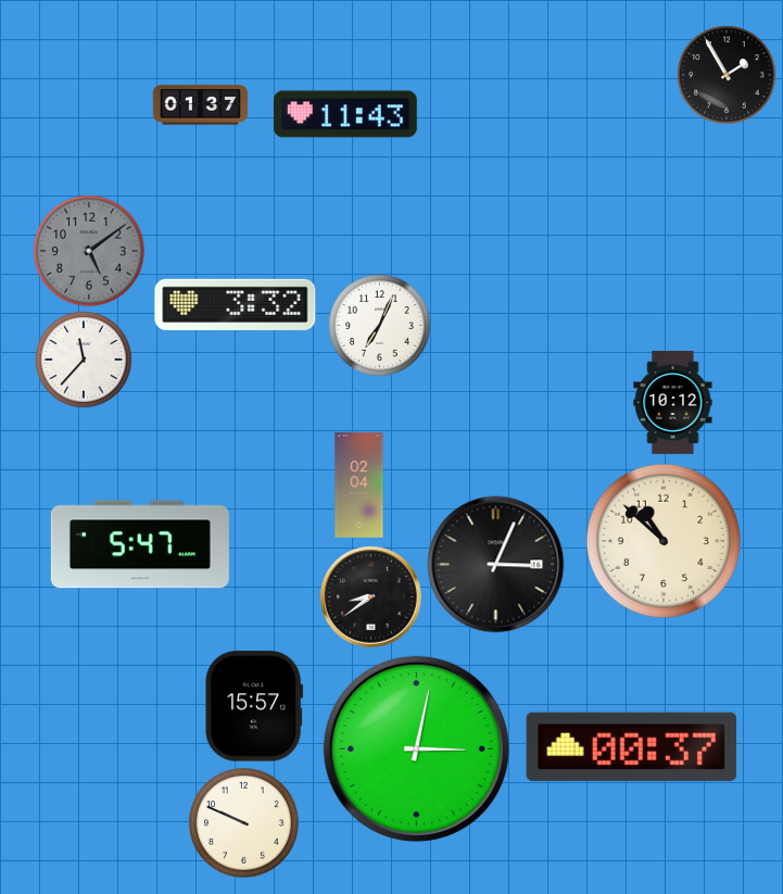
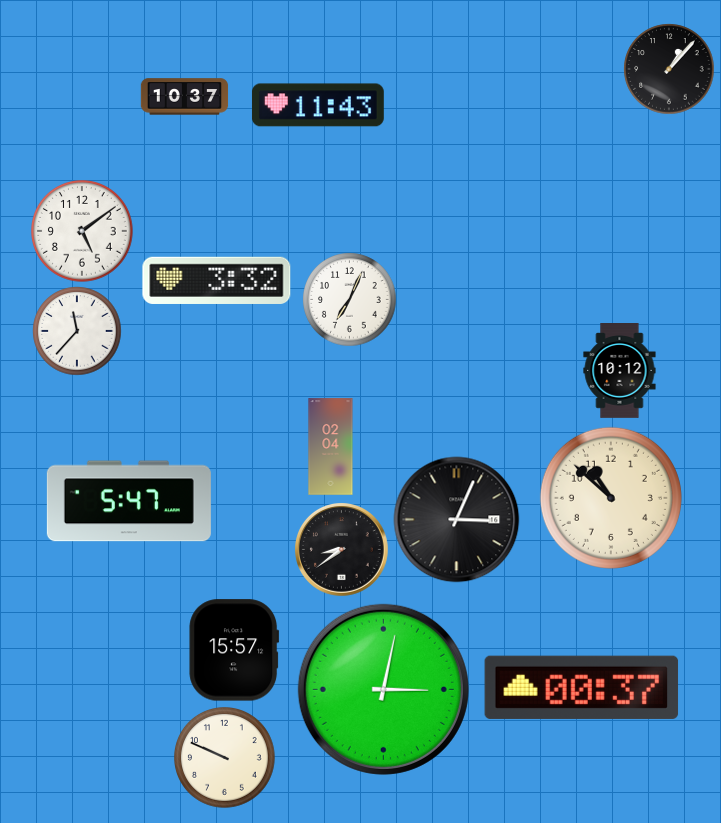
clock at (727, 75): 1:55 -> 1:07
clock at (201, 105): 01:37 -> 10:37
clock at (90, 252) dial: grey -> white
